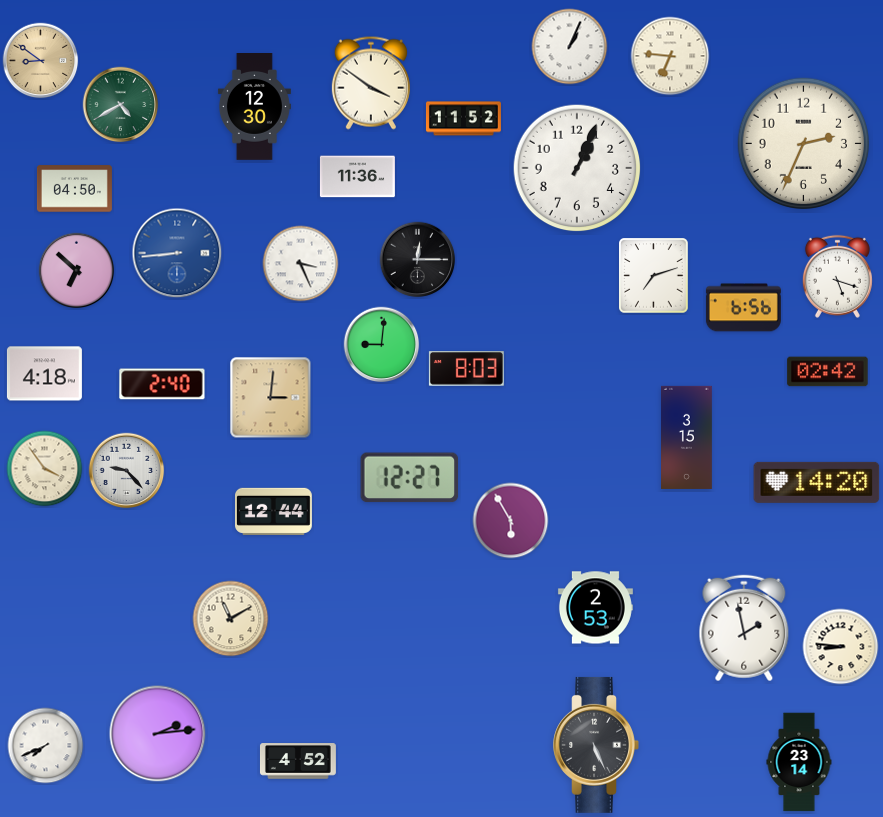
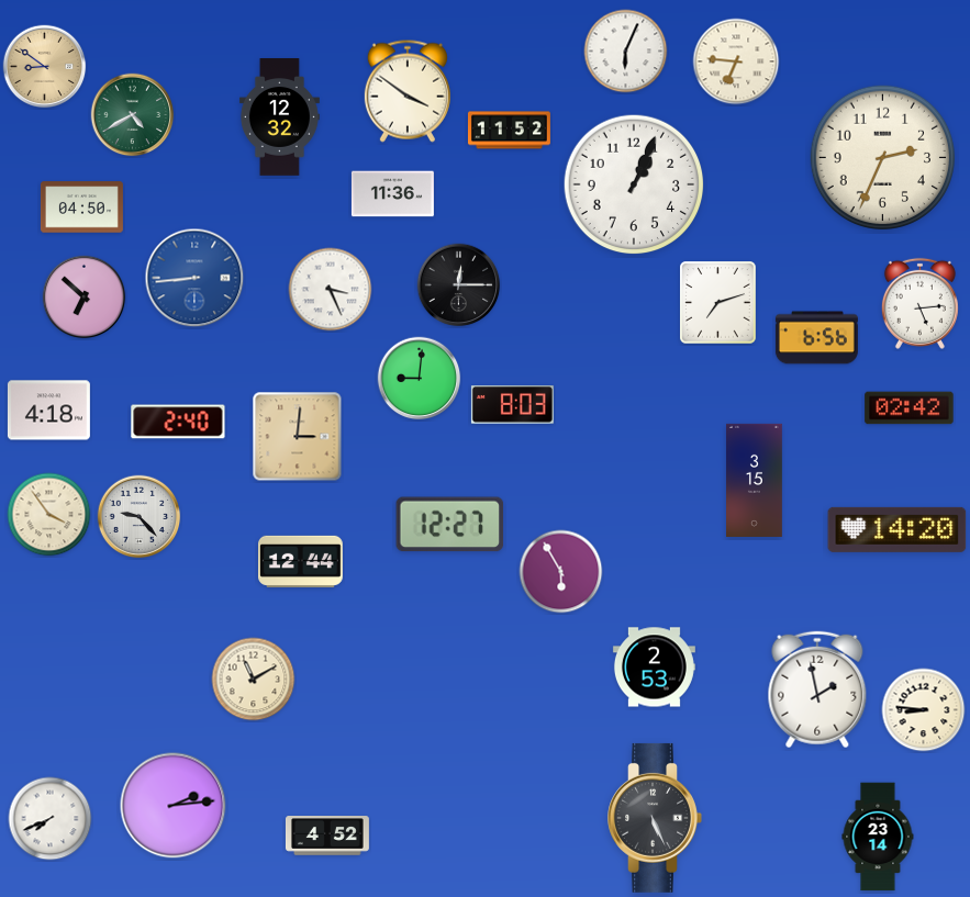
clock at (570, 47): 1:04 -> 6:04
clock at (254, 107): 12:30 -> 12:32
clock at (837, 276): 5:18 -> 5:14
